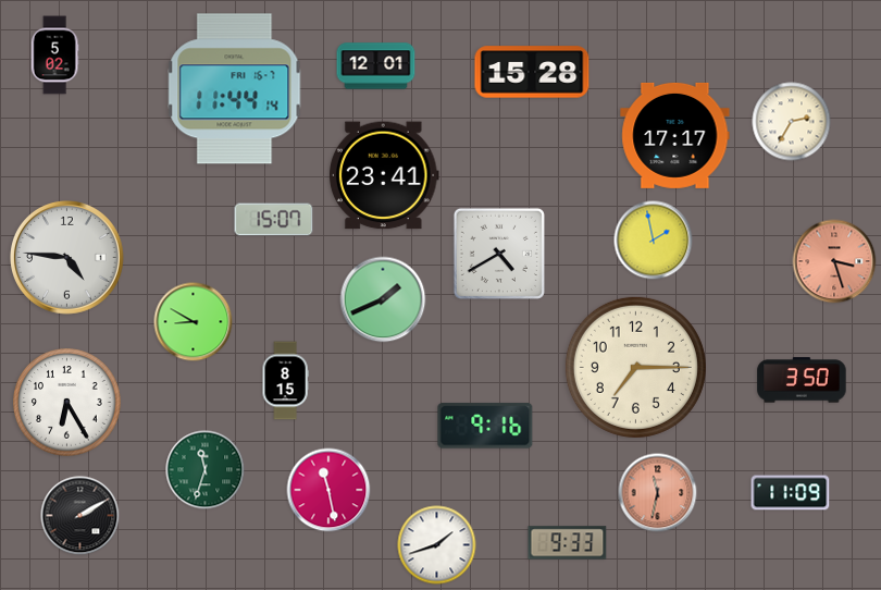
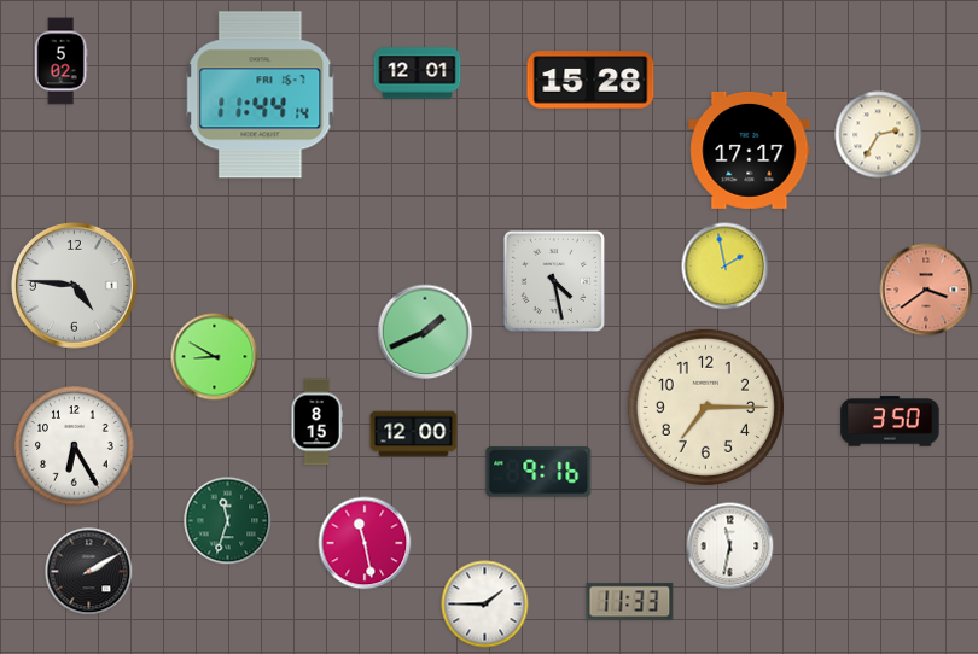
clock at (235, 89) position: (235, 89) -> (261, 95)
clock at (384, 175): 23:41 -> none
clock at (274, 220): 15:07 -> none
clock at (499, 254): 4:40 -> 4:28
clock at (834, 261): 3:27 -> 3:39
clock at (414, 434): none -> 12:00
clock at (658, 493) dial: salmon -> white
clock at (791, 493): 11:09 -> none
clock at (568, 543): 9:33 -> 11:33
clock at (437, 545): 1:42 -> 1:45
